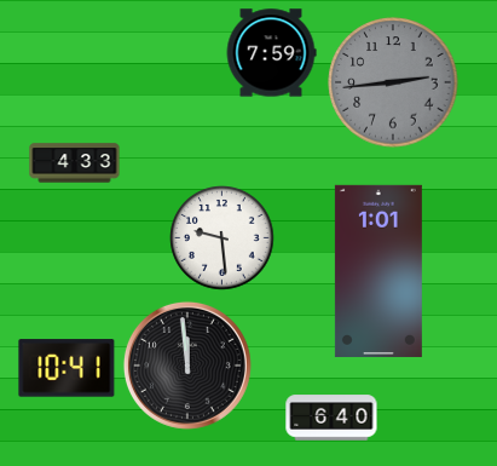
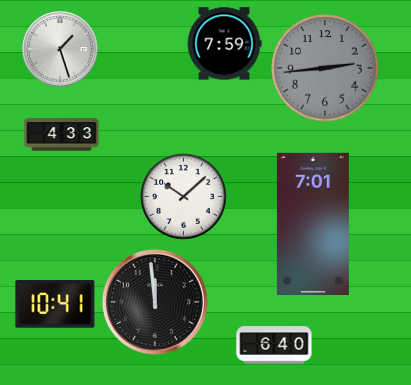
clock at (60, 49): none -> 1:27
clock at (223, 238): 9:29 -> 10:08
clock at (378, 271): 1:01 -> 7:01
